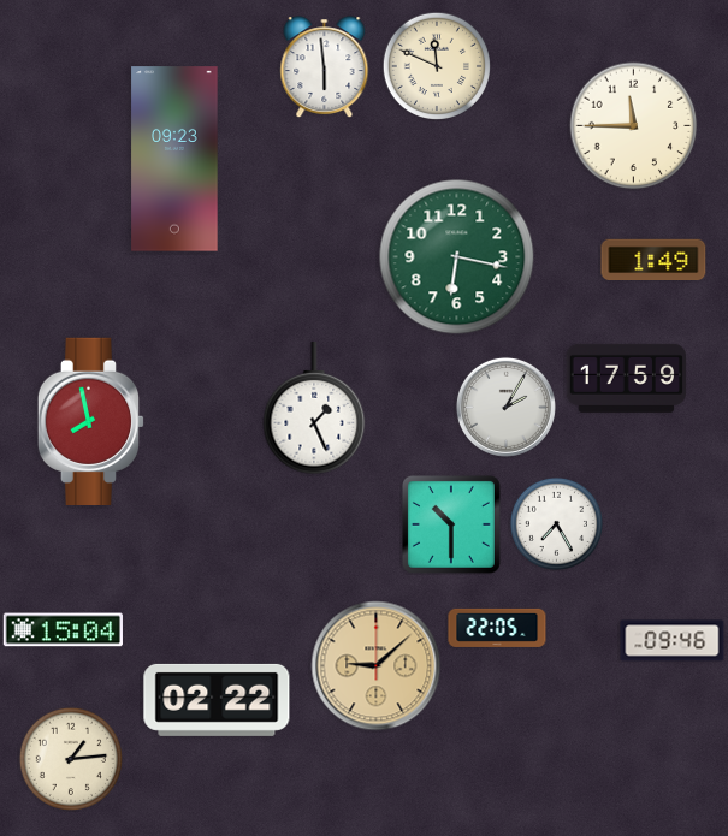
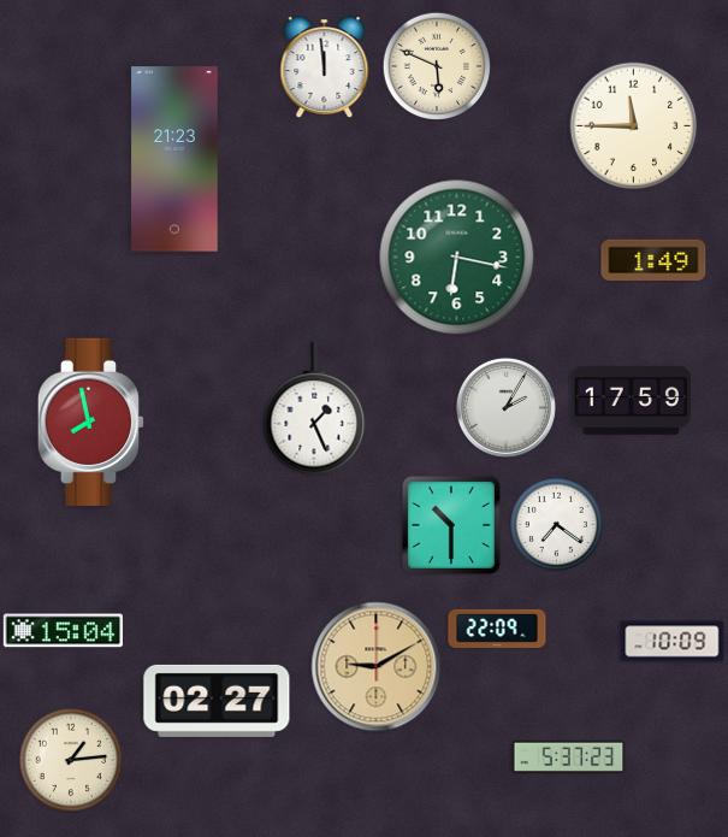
clock at (436, 65): 11:49 -> 5:49
clock at (325, 67): 5:59 -> 11:59
clock at (174, 159): 09:23 -> 21:23
clock at (626, 378) position: (626, 378) -> (631, 400)
clock at (556, 523): 7:25 -> 7:21
clock at (497, 628): 22:05 -> 22:09
clock at (673, 641): 09:46 -> 10:09
clock at (377, 666): 9:08 -> 9:10
clock at (217, 700): 02:22 -> 02:27
clock at (569, 756): none -> 5:37
